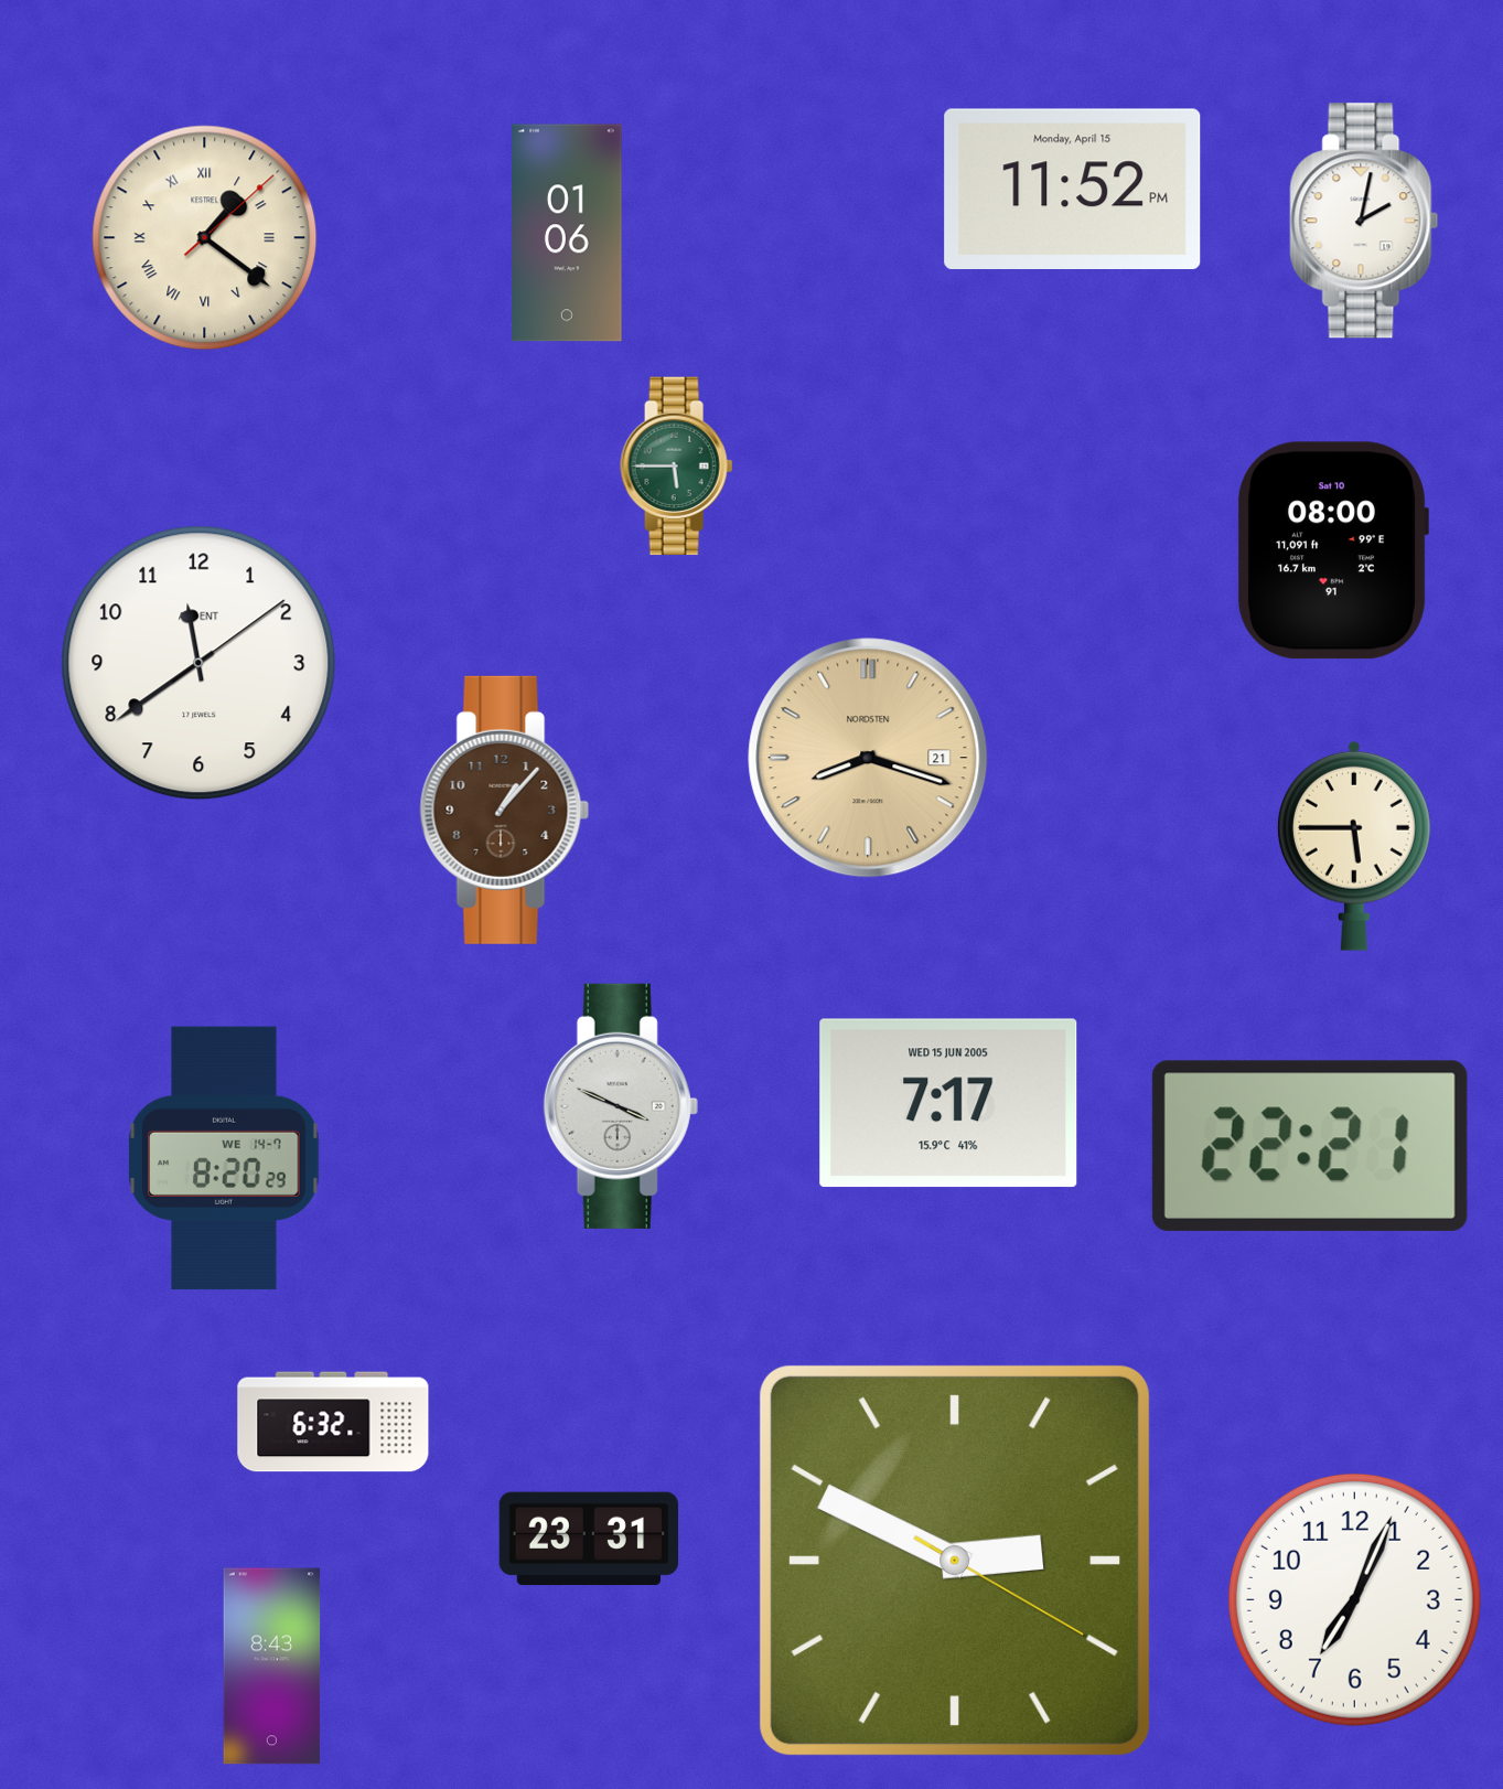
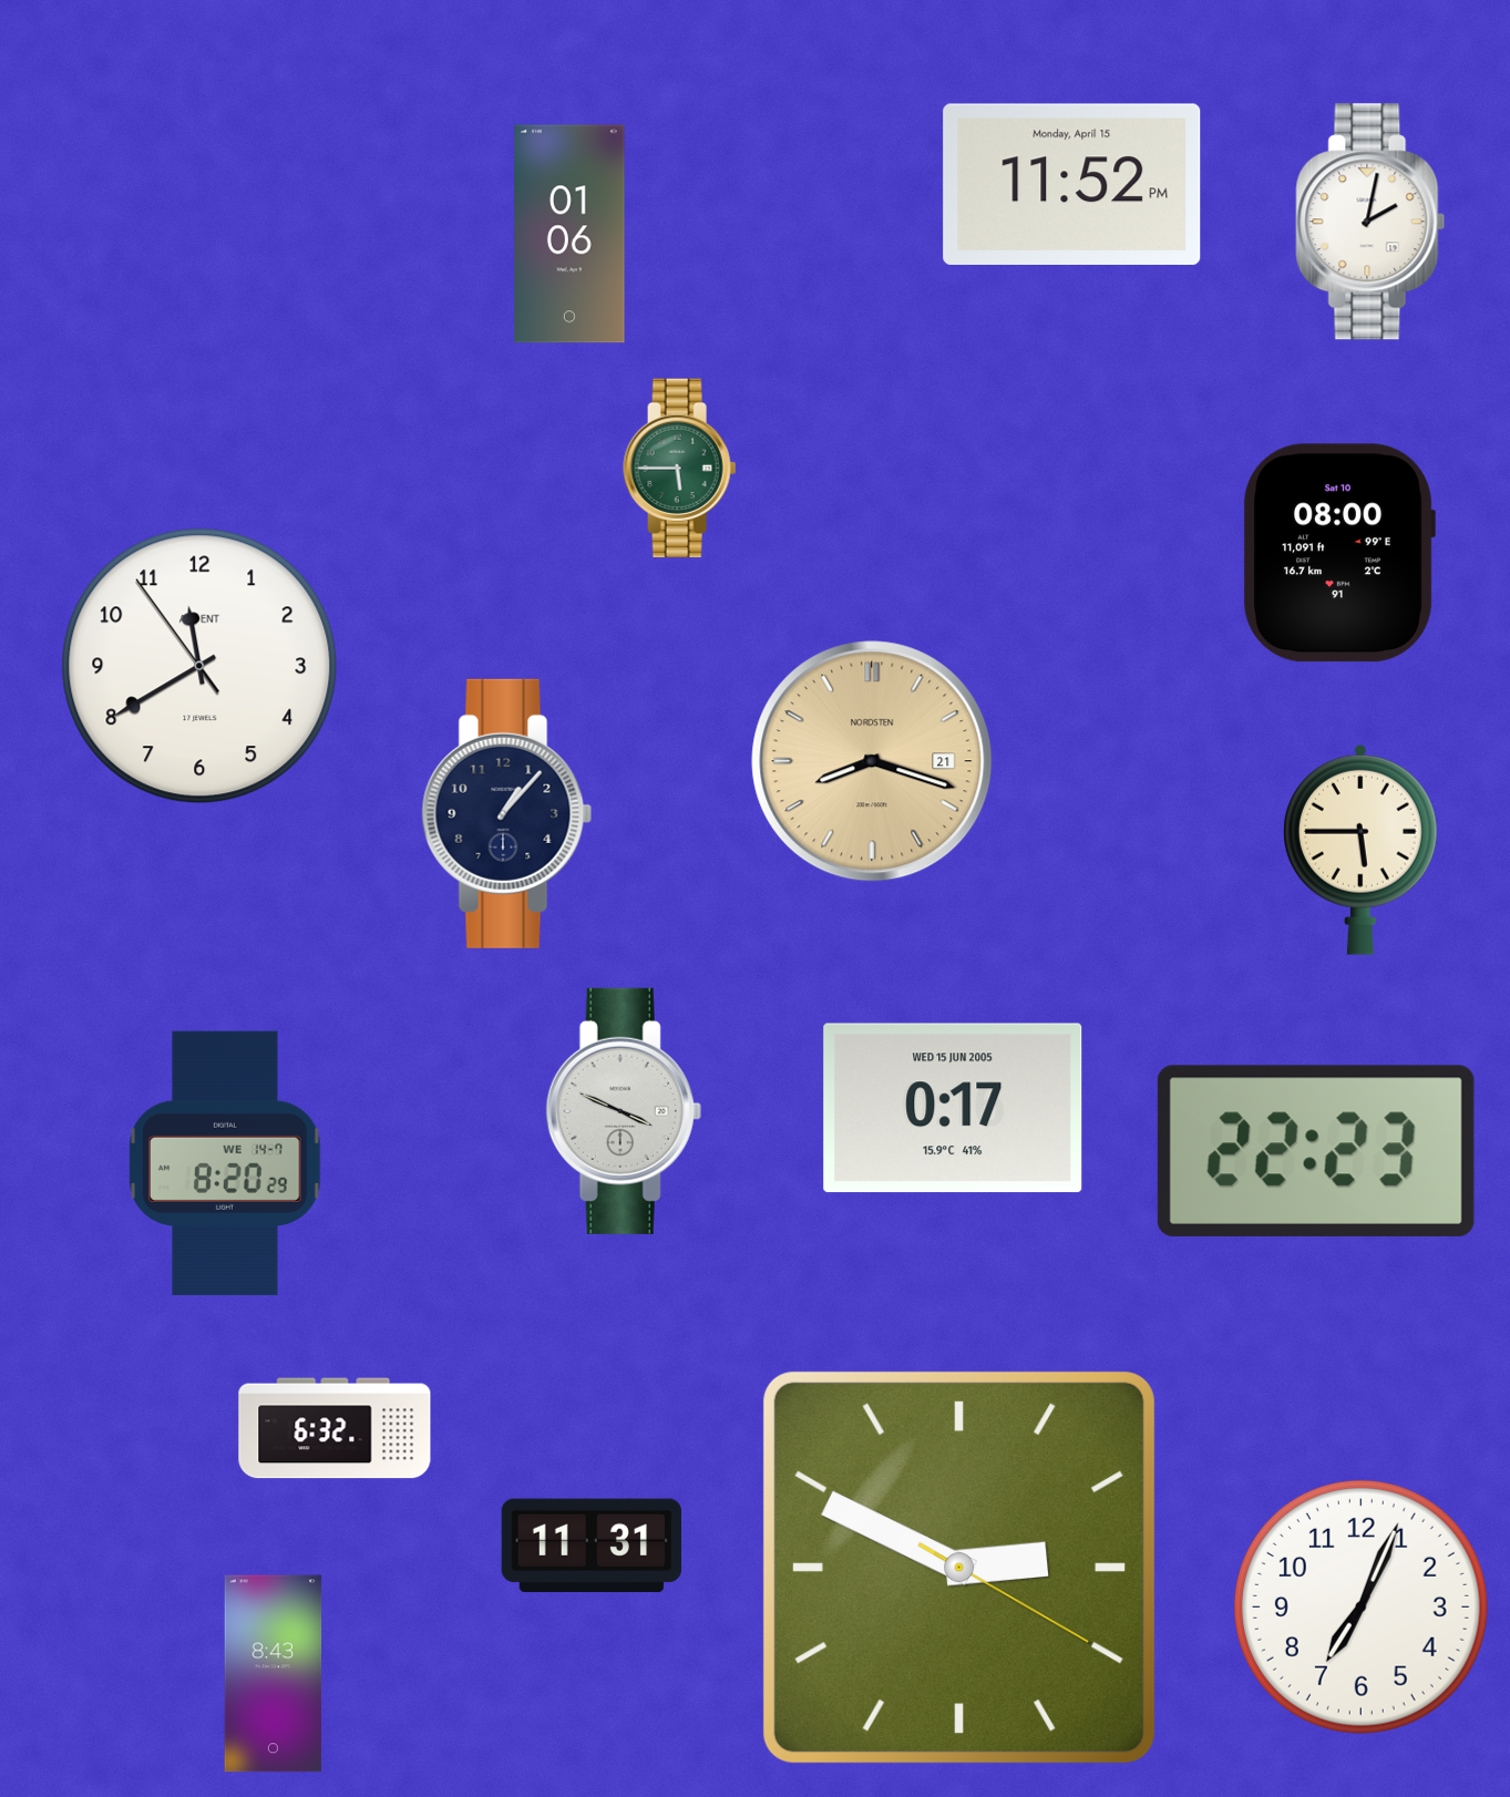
clock at (1073, 189) position: (1073, 189) -> (1072, 184)
clock at (205, 238): 1:21 -> none
clock at (198, 663): 11:39:09 -> 11:39:54
clock at (505, 810) dial: brown -> navy
clock at (948, 1103): 7:17 -> 0:17
clock at (1310, 1146): 22:21 -> 22:23
clock at (589, 1539): 23:31 -> 11:31
